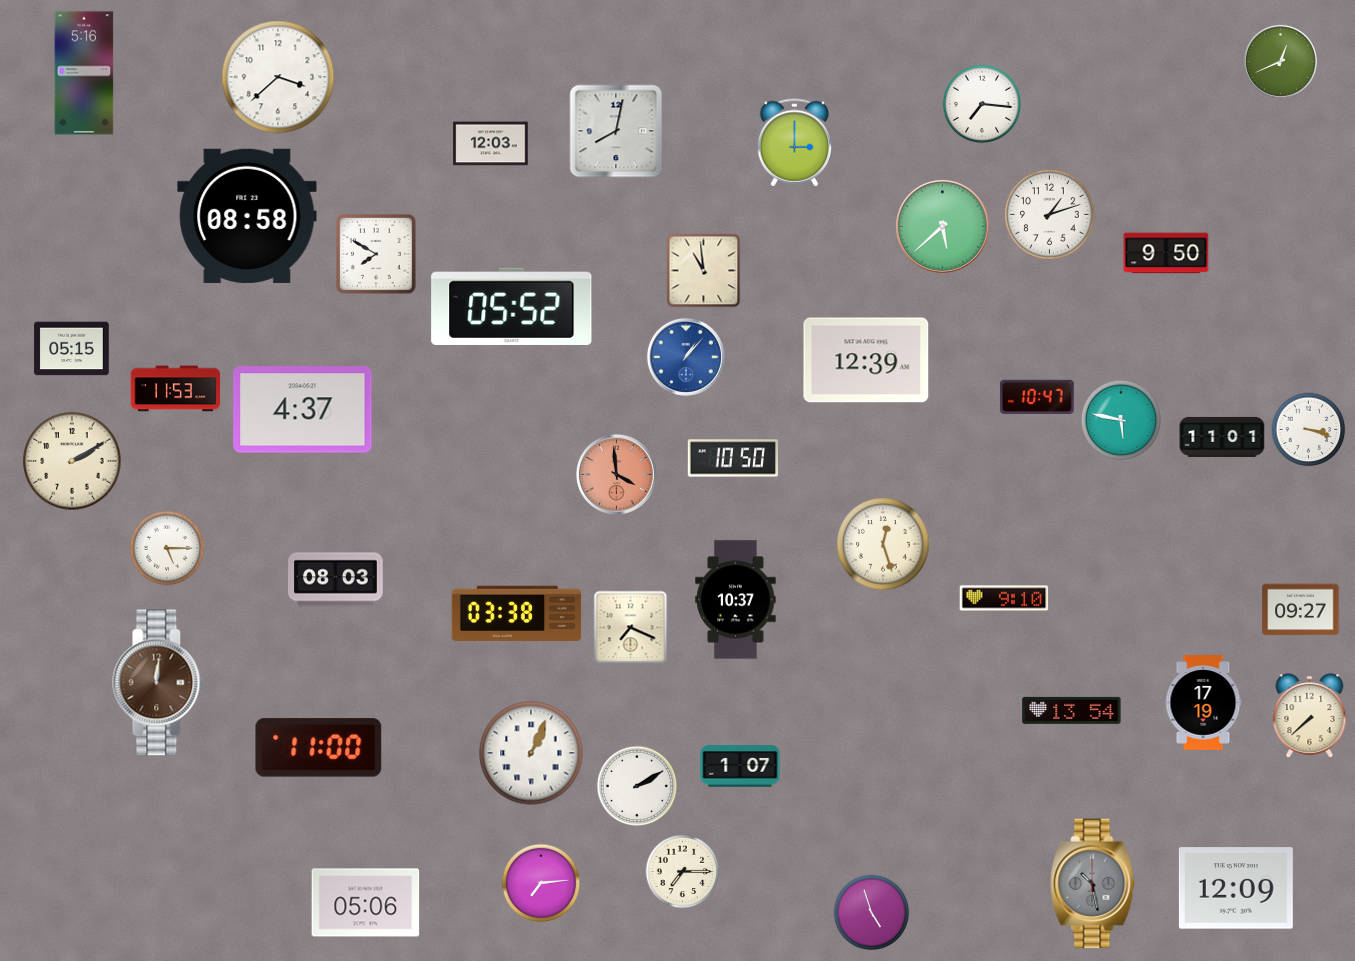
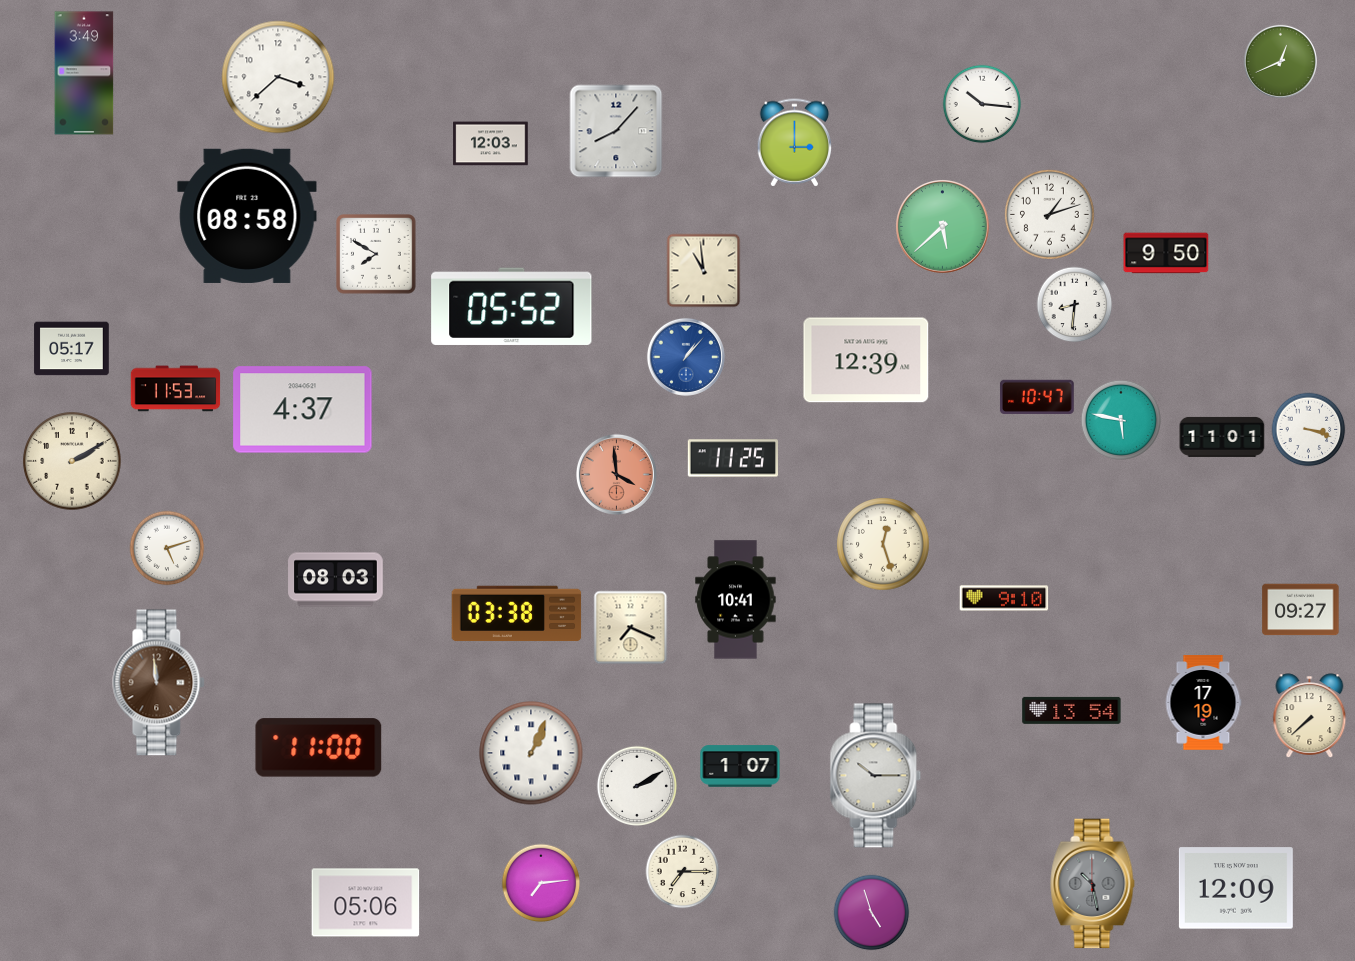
clock at (84, 73): 5:16 -> 3:49
clock at (982, 104): 7:16 -> 10:16
clock at (616, 131): 8:02 -> 8:07
clock at (1075, 305): none -> 8:31
clock at (72, 349): 05:15 -> 05:17
clock at (732, 458): 10:50 -> 11:25
clock at (167, 548): 5:15 -> 5:12
clock at (736, 600): 10:37 -> 10:41
clock at (159, 683): 12:01 -> 11:59
clock at (876, 776): none -> 10:15
